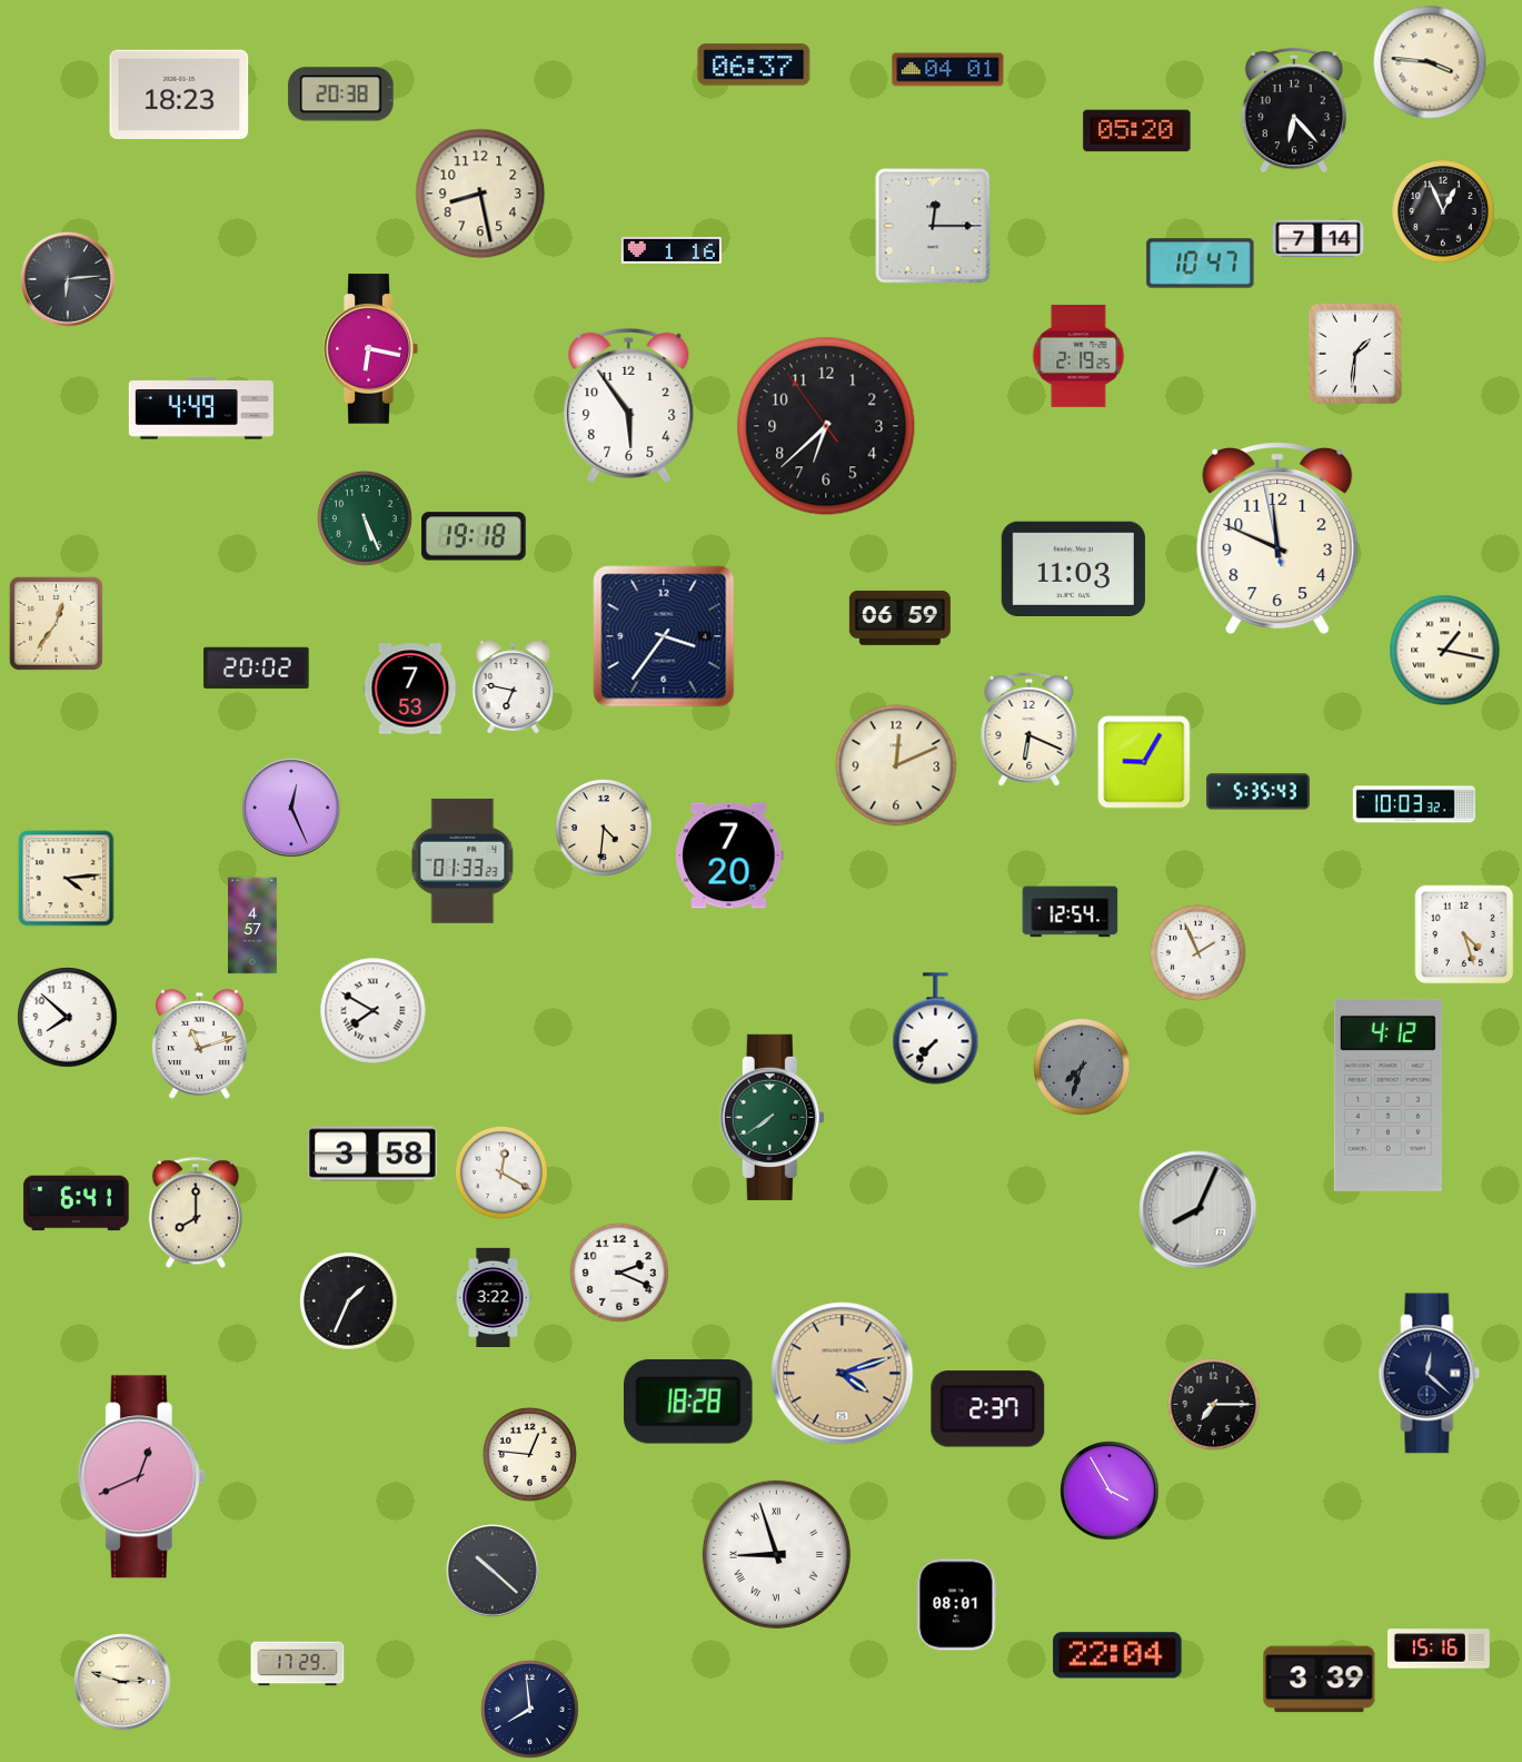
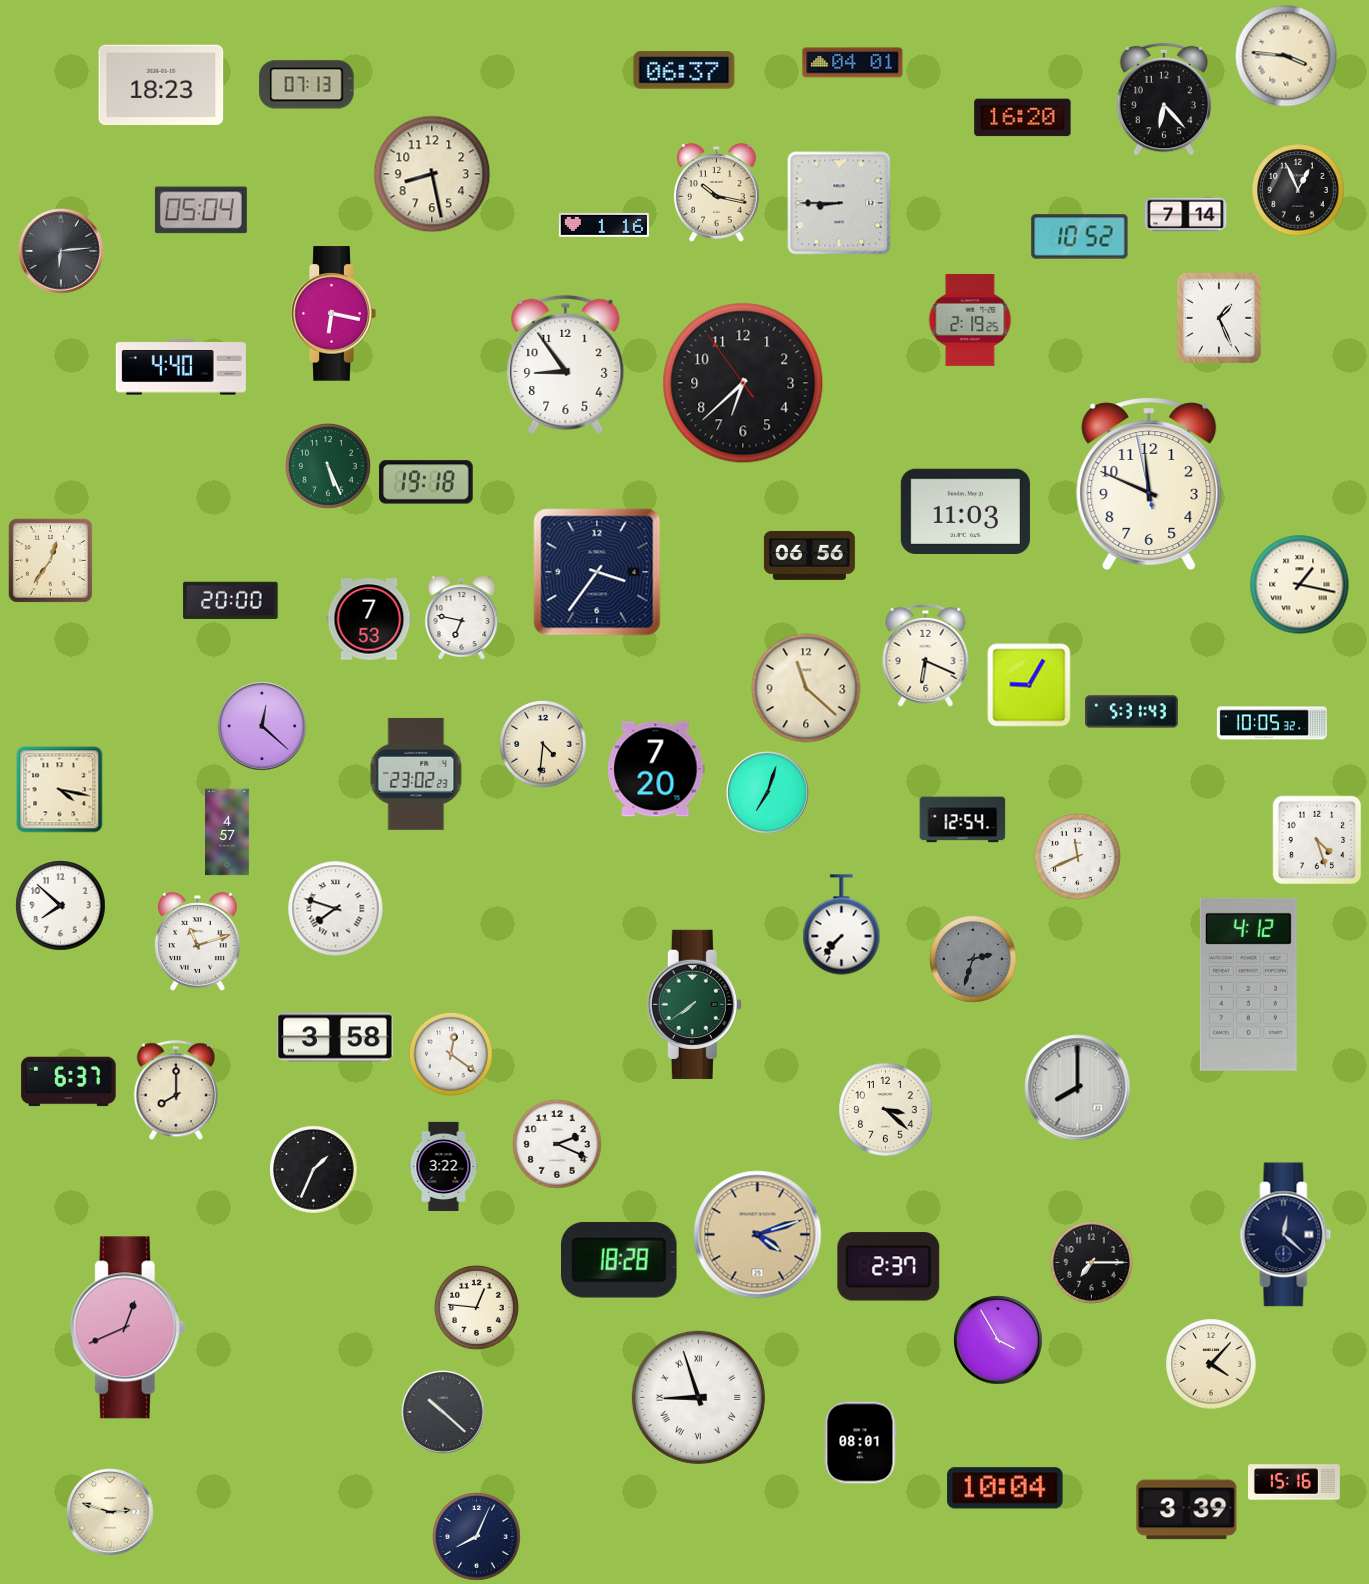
clock at (754, 65) position: (754, 65) -> (684, 70)
clock at (341, 95): 20:38 -> 07:13
clock at (1137, 131): 05:20 -> 16:20
clock at (717, 193): none -> 10:17
clock at (933, 226): 12:15 -> 8:45
clock at (201, 210): none -> 05:04
clock at (1201, 264): 10:47 -> 10:52
clock at (1354, 354): 1:31 -> 1:26
clock at (629, 405): 5:54 -> 8:54
clock at (201, 408): 4:49 -> 4:40
clock at (899, 617): 06:59 -> 06:56
clock at (257, 667): 20:02 -> 20:00
clock at (896, 765): 12:11 -> 11:22
clock at (1259, 792): 5:35 -> 5:31
clock at (1414, 804): 10:03 -> 10:05
clock at (291, 808): 12:26 -> 12:22
clock at (462, 861): 01:33 -> 23:02
clock at (67, 879): 4:14 -> 4:17
clock at (768, 793): none -> 7:03
clock at (1198, 953): 1:56 -> 11:41
clock at (374, 1011): 7:50 -> 7:48
clock at (68, 1018) position: (68, 1018) -> (61, 906)
clock at (200, 1045) position: (200, 1045) -> (198, 942)
clock at (1083, 1068): 7:33 -> 2:33
clock at (501, 1172): 12:20 -> 12:21
clock at (77, 1204): 6:41 -> 6:37
clock at (1198, 1210): 8:04 -> 8:00
clock at (886, 1110): none -> 3:22
clock at (1211, 1364): none -> 4:07
clock at (1117, 1655): 22:04 -> 10:04
clock at (298, 1664): 17:29 -> none
clock at (530, 1710): 7:59 -> 8:04
